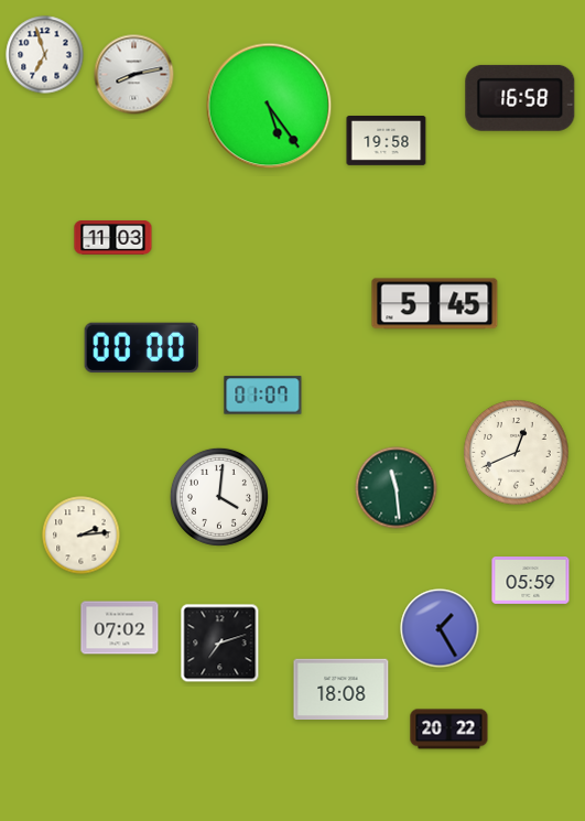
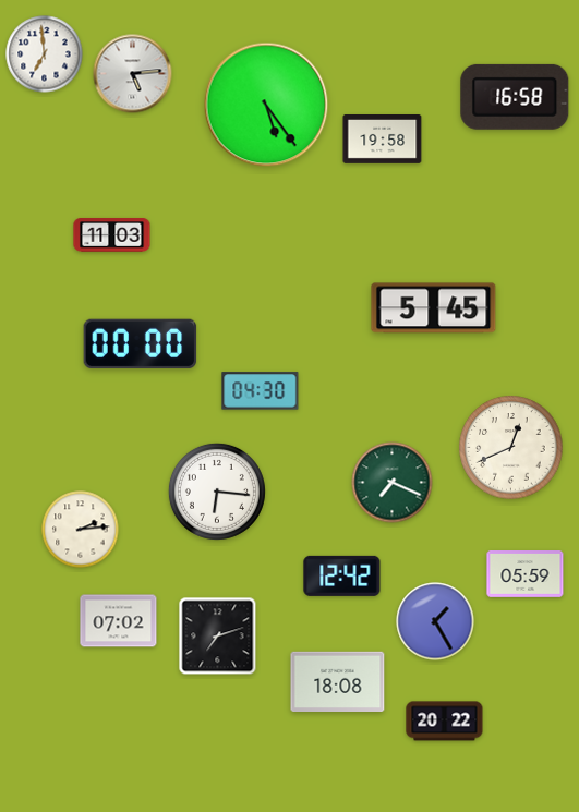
clock at (45, 55): 6:57 -> 6:59
clock at (134, 75): 8:13 -> 5:14
clock at (435, 304) position: (435, 304) -> (434, 308)
clock at (263, 396): 01:07 -> 04:30
clock at (397, 488): 11:29 -> 7:19
clock at (219, 497): 4:01 -> 6:16
clock at (342, 575): none -> 12:42
